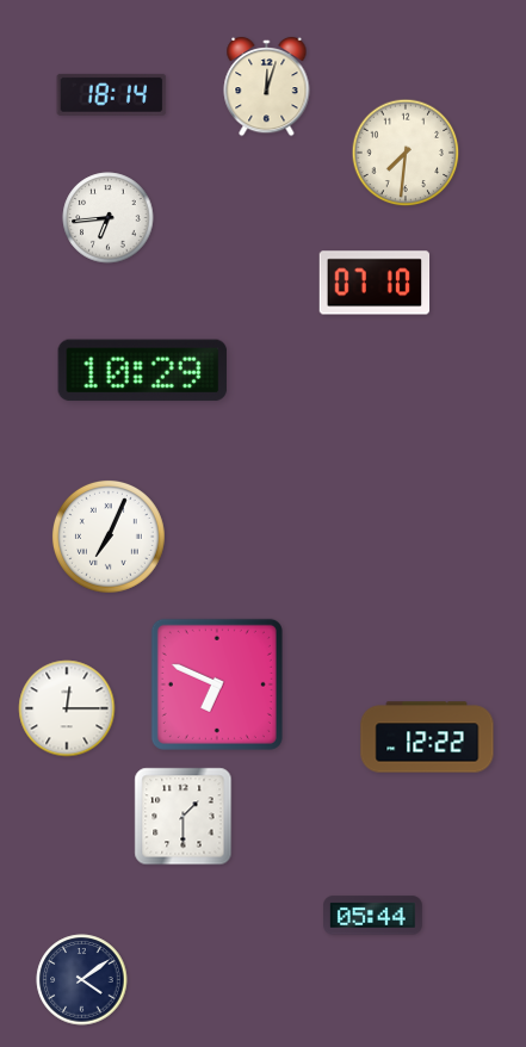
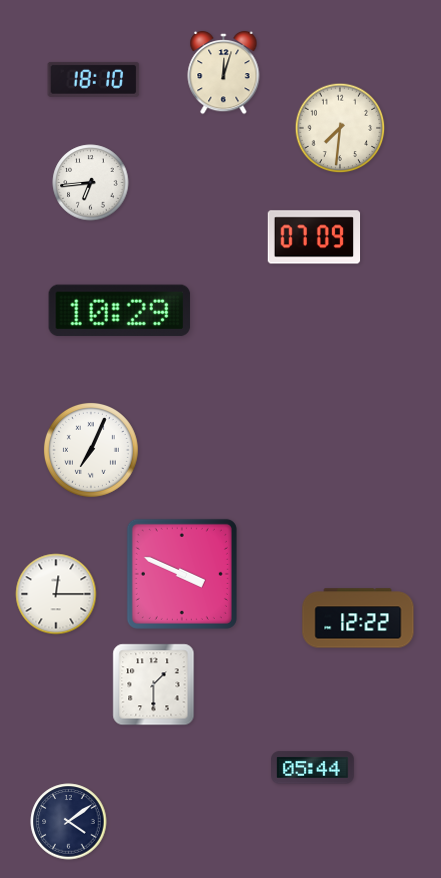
clock at (112, 94): 18:14 -> 18:10
clock at (375, 283): 07:10 -> 07:09
clock at (217, 684): 6:49 -> 3:49
